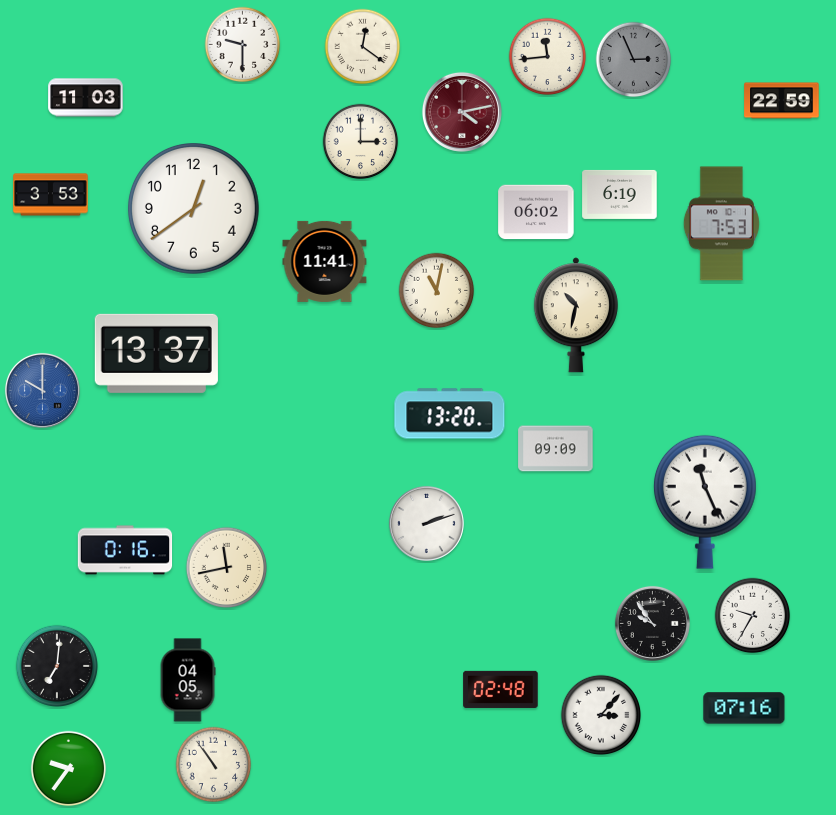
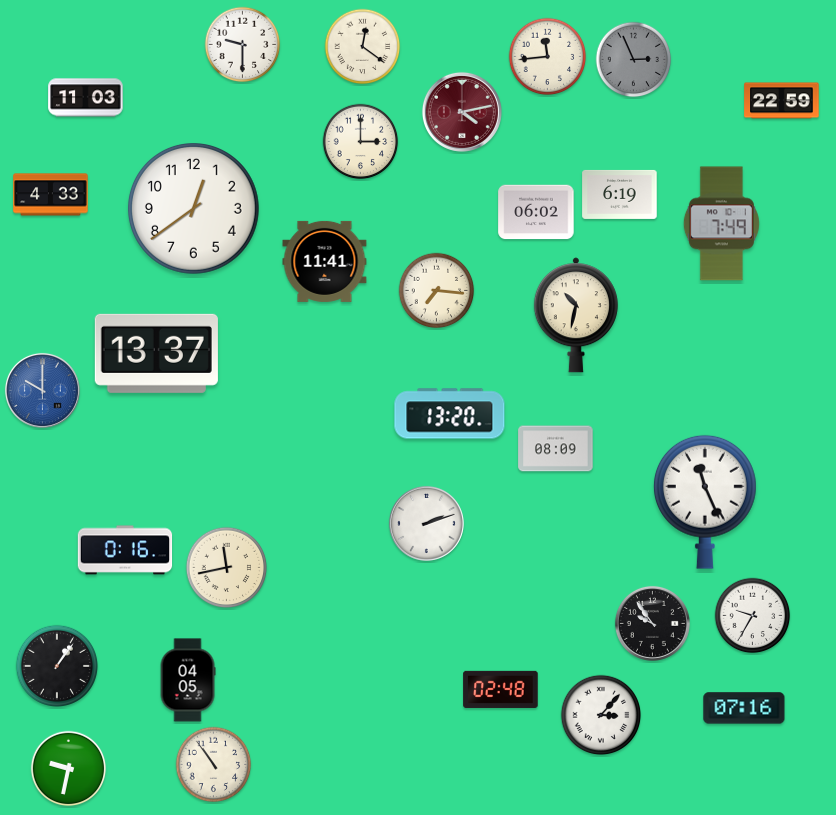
clock at (51, 195): 3:53 -> 4:33
clock at (721, 224): 7:53 -> 7:49
clock at (437, 291): 11:02 -> 7:16
clock at (556, 449): 09:09 -> 08:09
clock at (57, 666): 7:01 -> 1:06
clock at (69, 769): 9:36 -> 9:32
